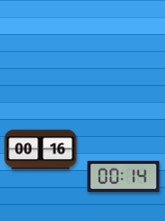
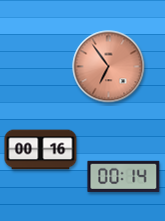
clock at (109, 67): none -> 6:54
